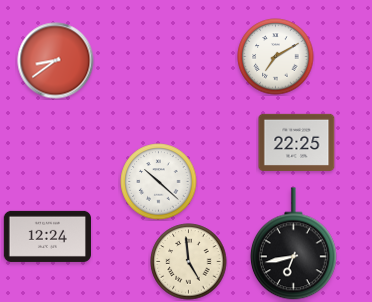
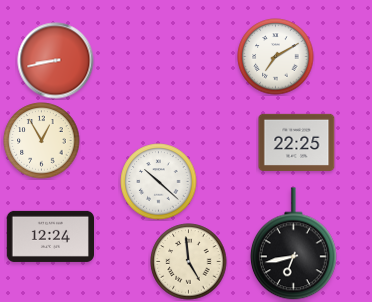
clock at (56, 61): 8:39 -> 8:43
clock at (42, 141): none -> 12:55
clock at (47, 236) position: (47, 236) -> (50, 236)
